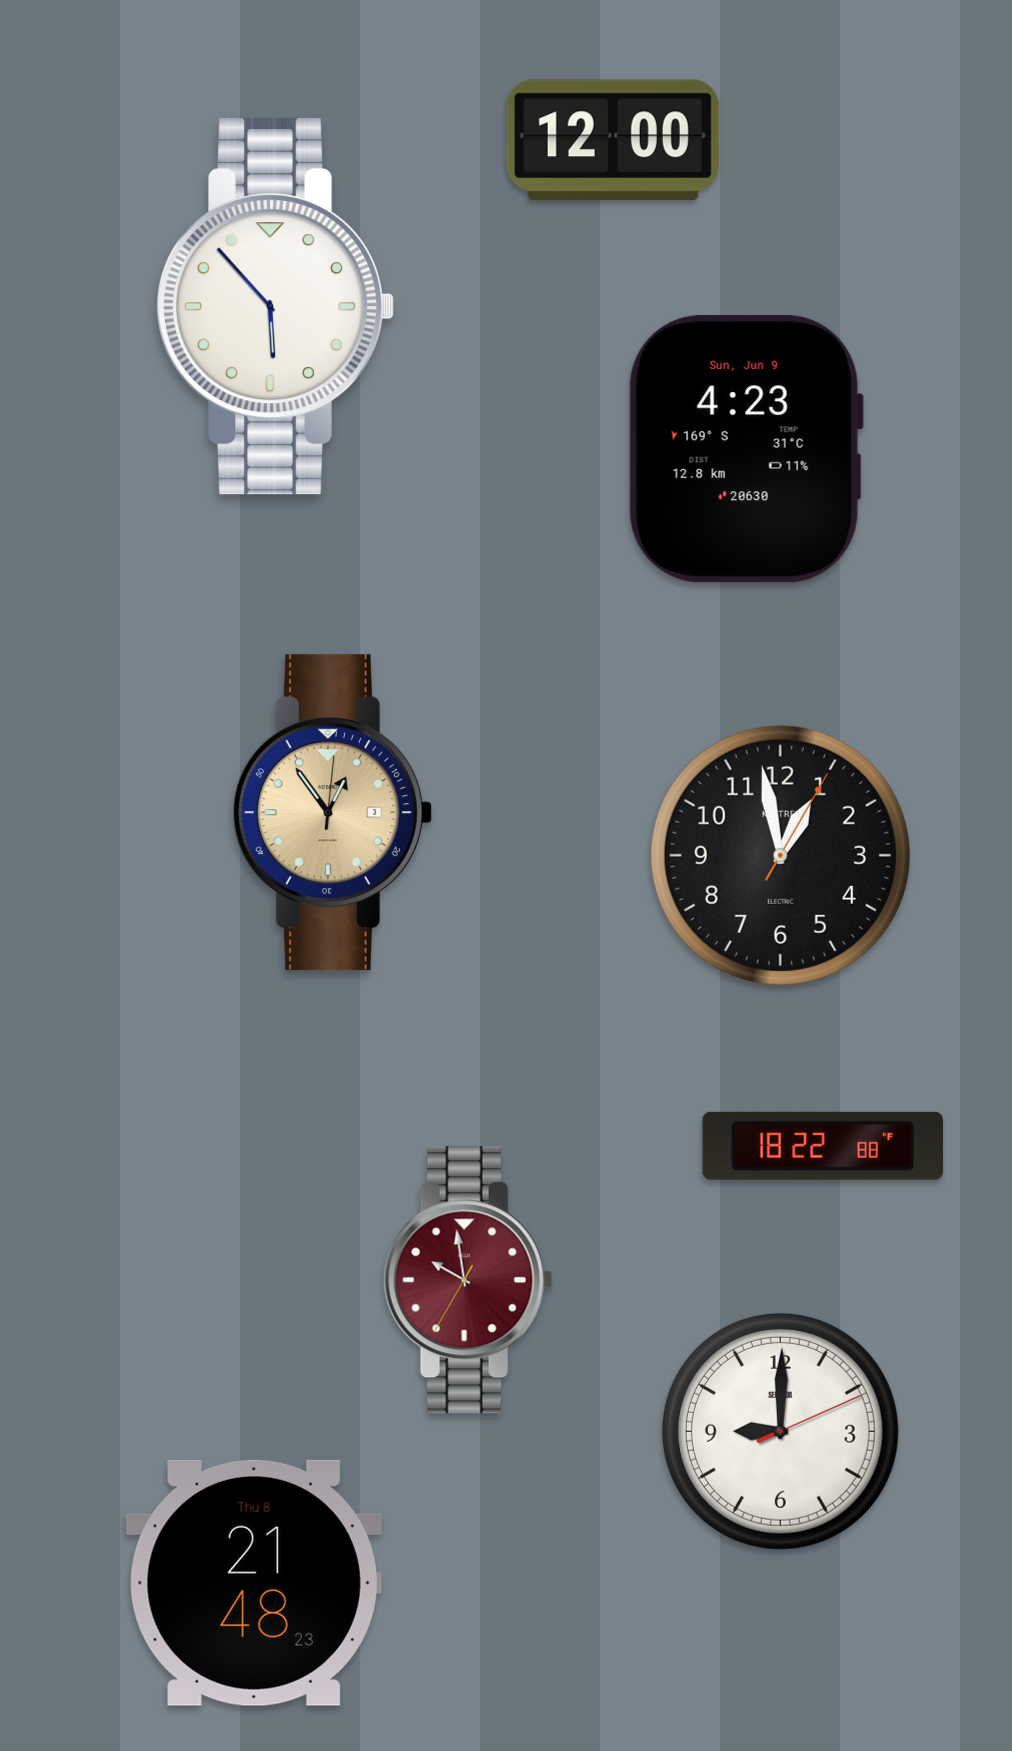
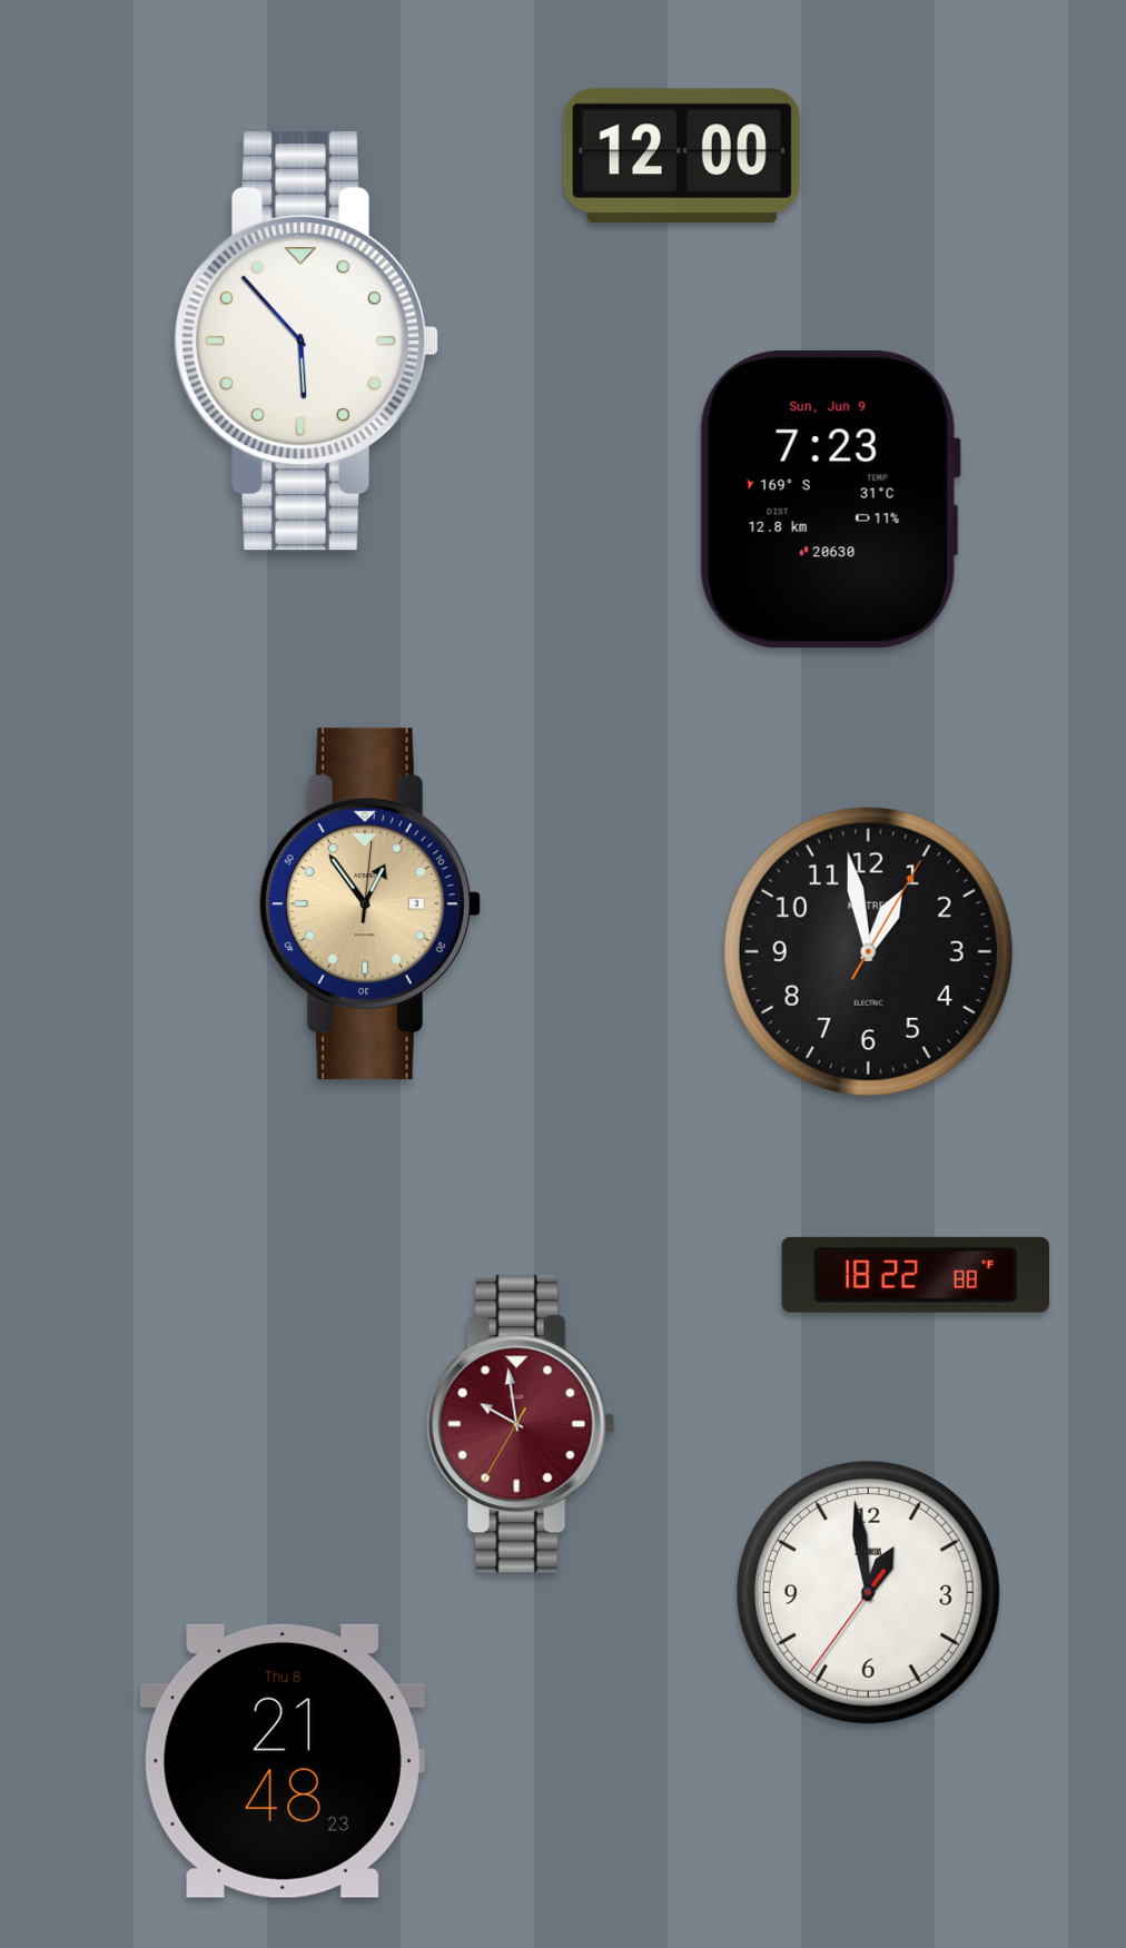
clock at (746, 449): 4:23 -> 7:23
clock at (780, 1431): 9:00 -> 12:58
